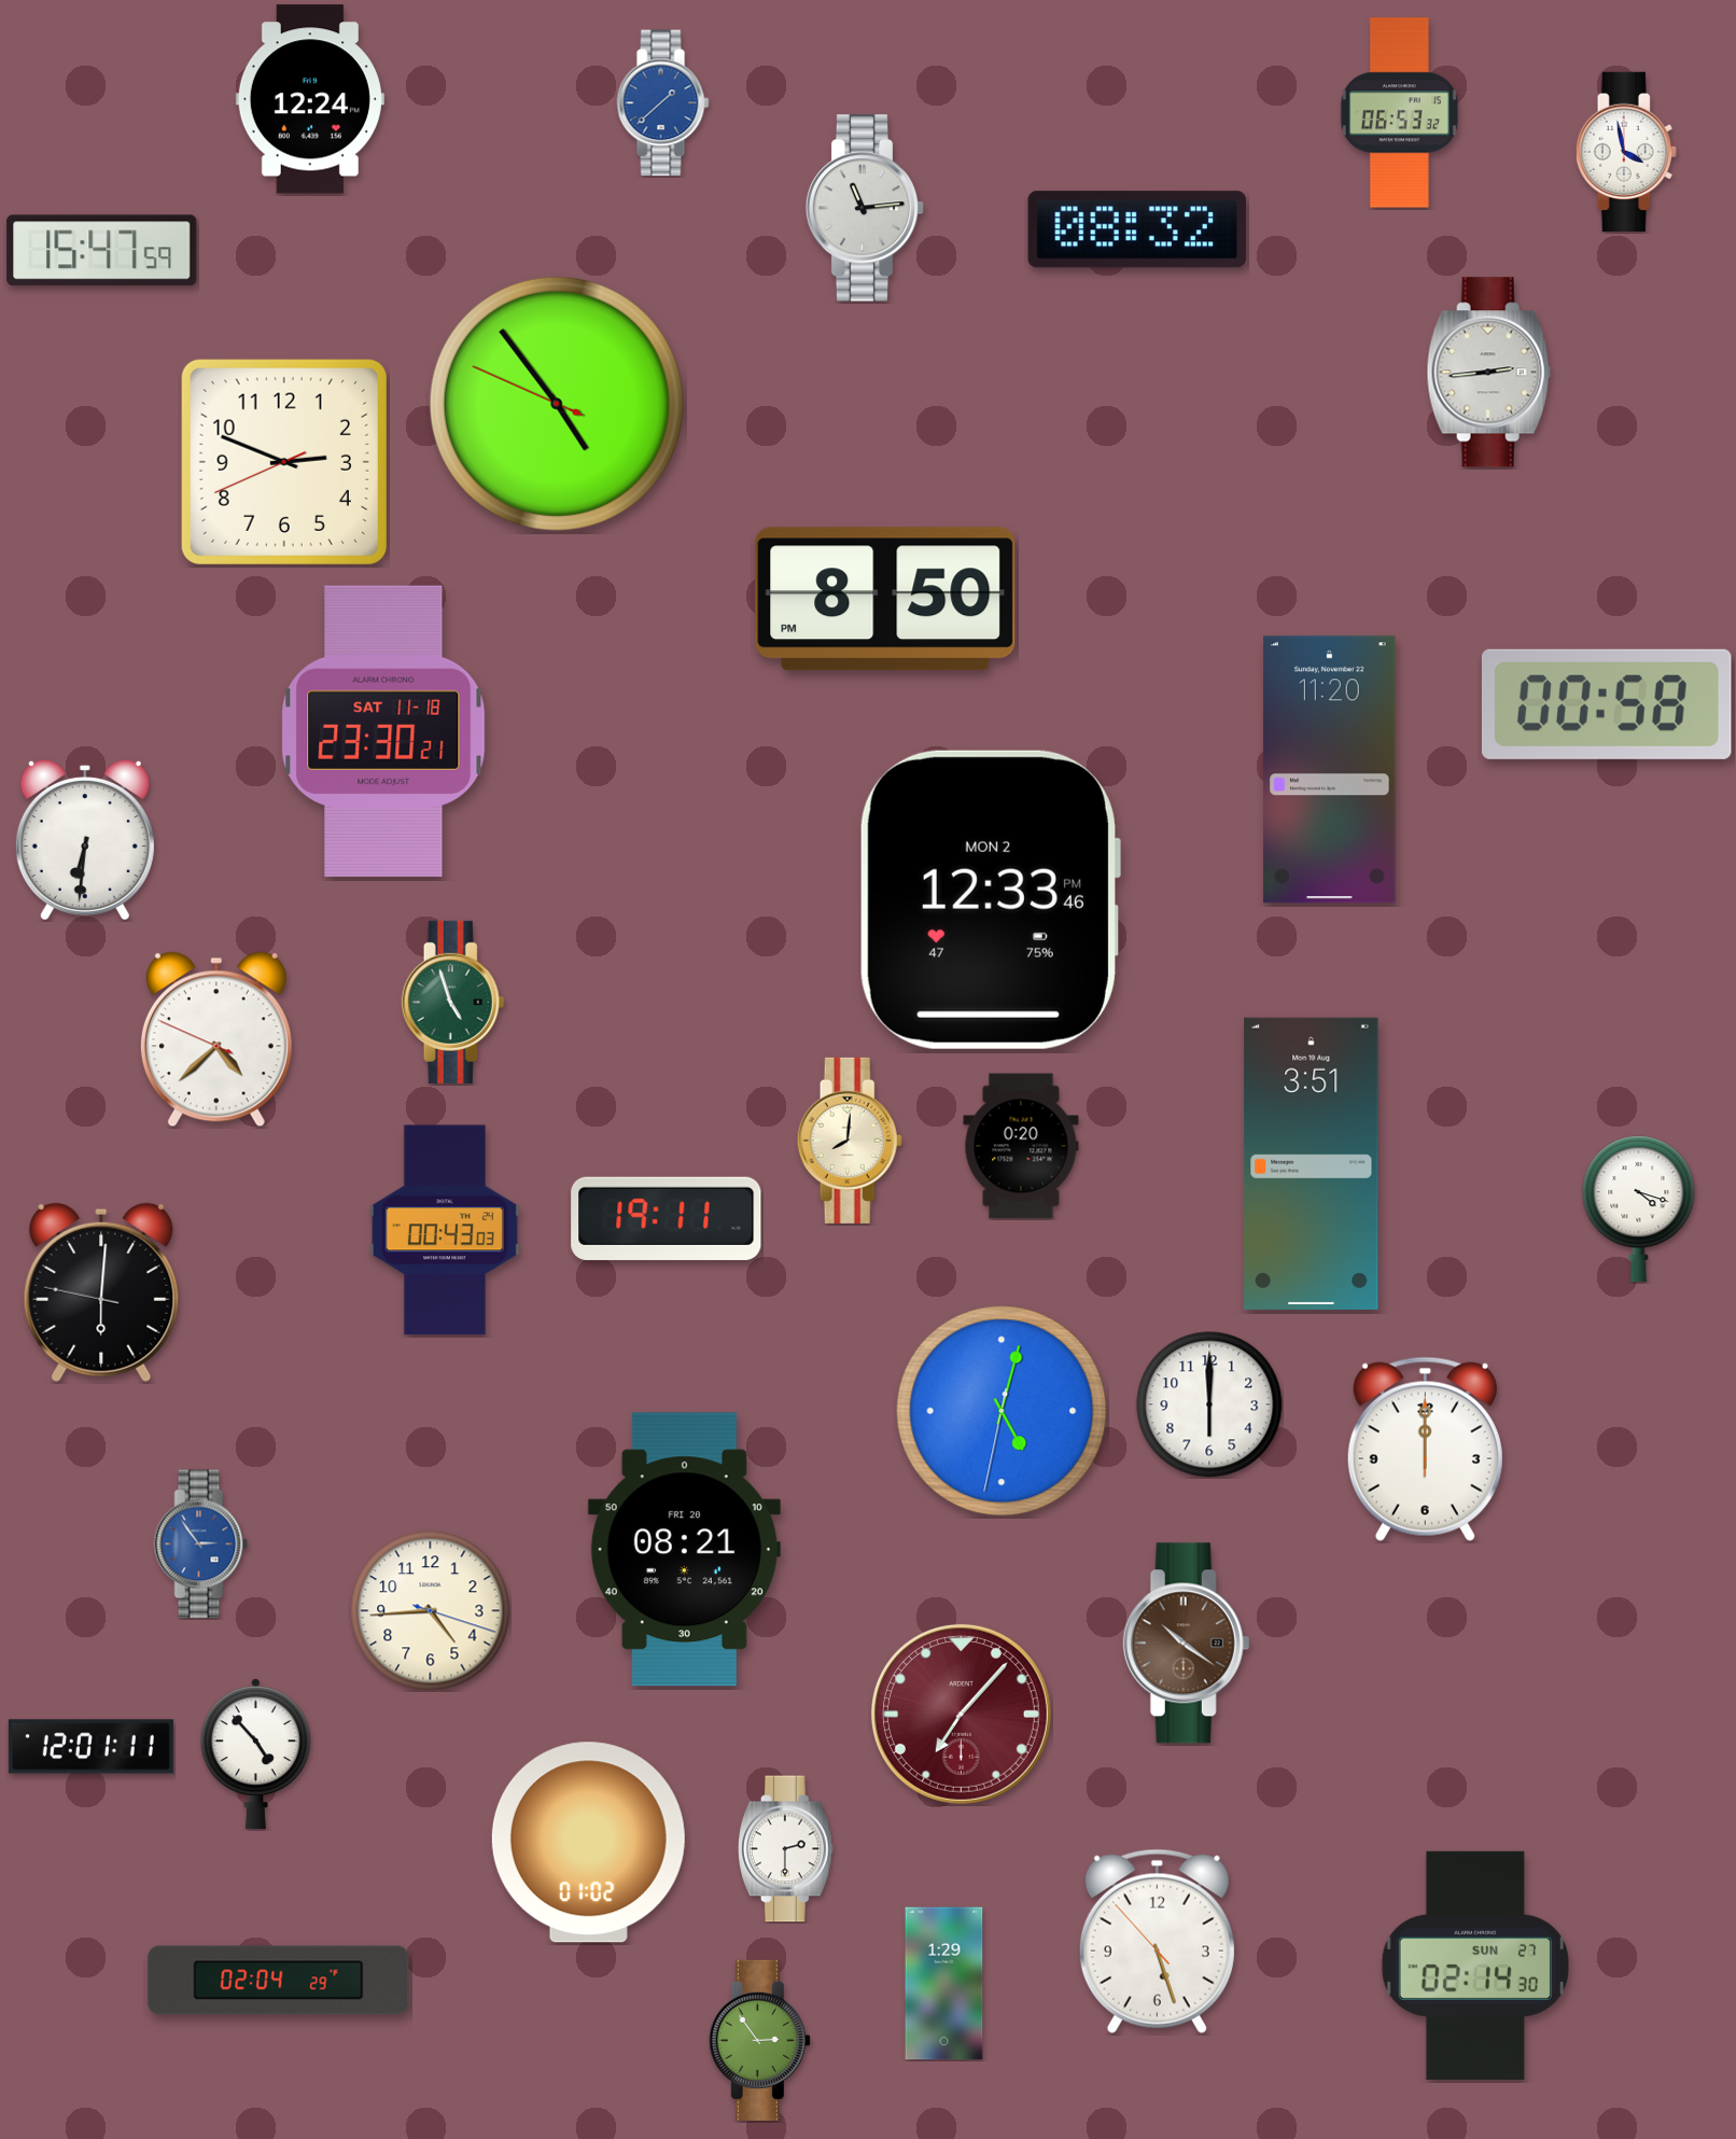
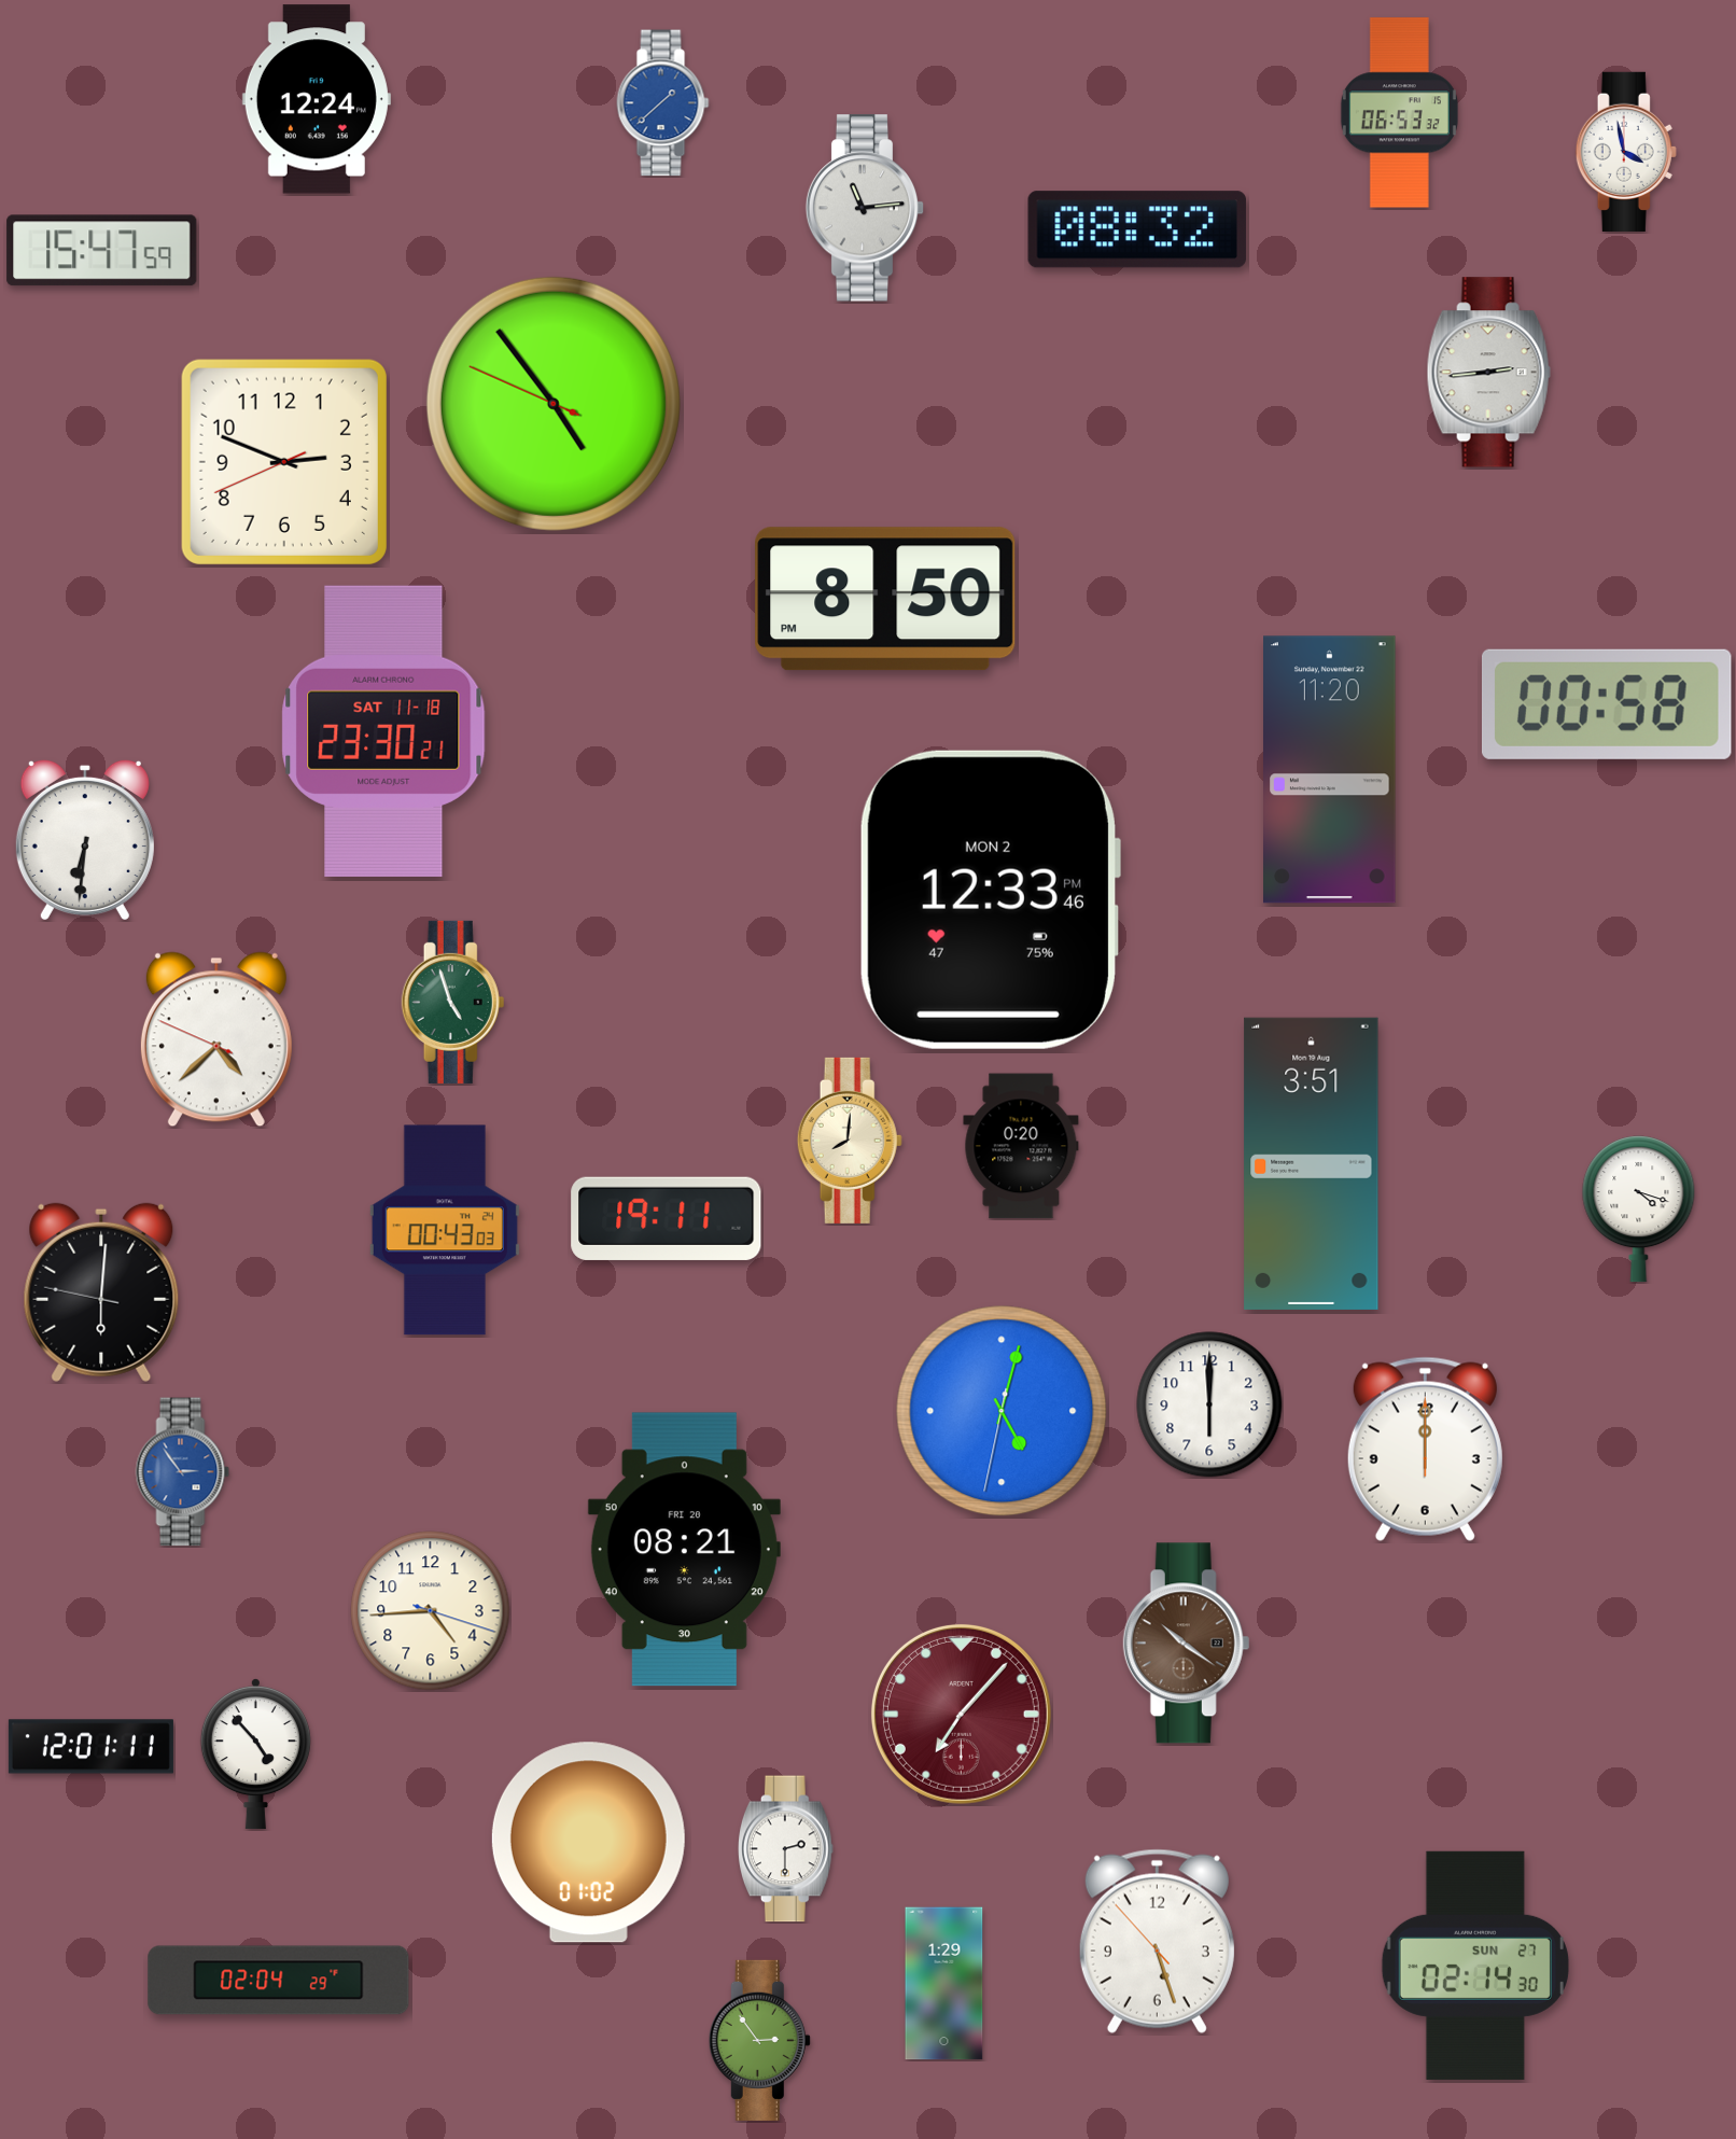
clock at (310, 99) position: (310, 99) -> (317, 99)
clock at (557, 404) position: (557, 404) -> (554, 404)
clock at (201, 1544) position: (201, 1544) -> (183, 1472)
